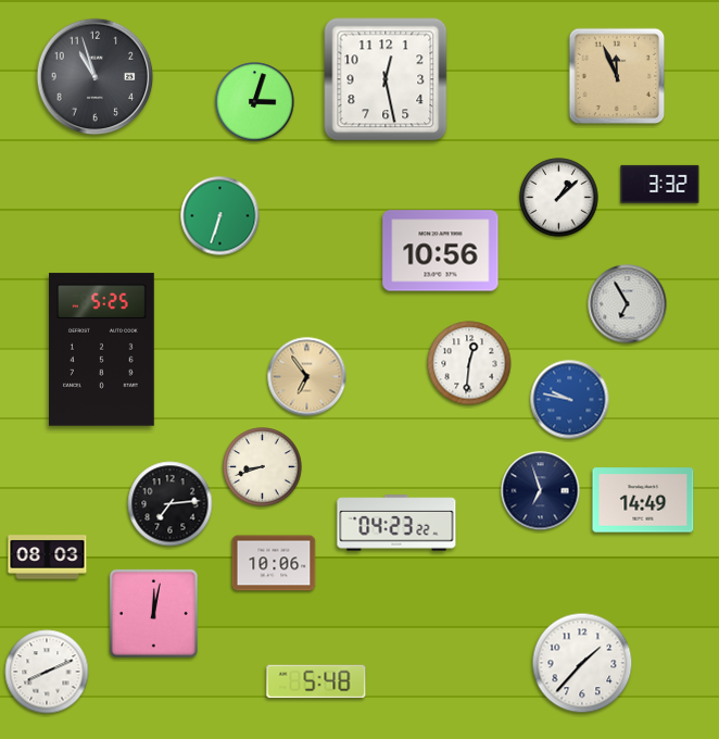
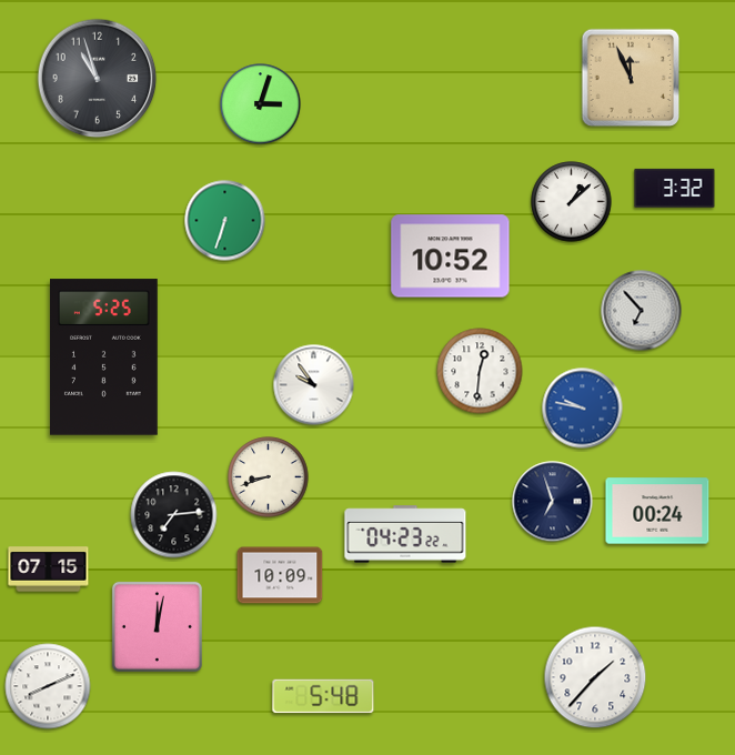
clock at (386, 79): 12:28 -> none
clock at (441, 251): 10:56 -> 10:52
clock at (628, 304): 6:55 -> 6:53
clock at (307, 377): 6:54 -> 9:54
clock at (307, 377) dial: champagne -> white
clock at (643, 500): 14:49 -> 00:24
clock at (48, 558): 08:03 -> 07:15
clock at (274, 563): 10:06 -> 10:09
